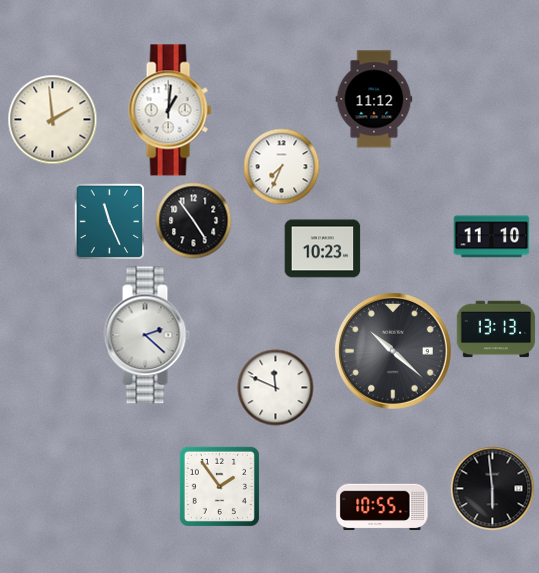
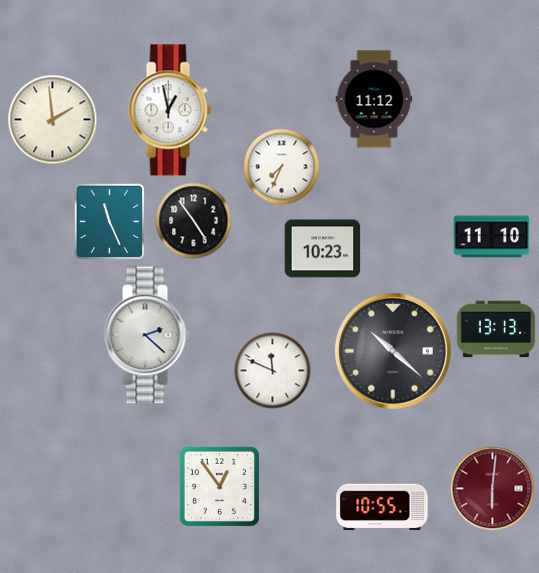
clock at (170, 110): 1:01 -> 12:58
clock at (276, 388) position: (276, 388) -> (273, 371)
clock at (219, 486): 1:54 -> 12:54
clock at (493, 489): 5:59 -> 6:01
clock at (493, 489) dial: black -> burgundy
